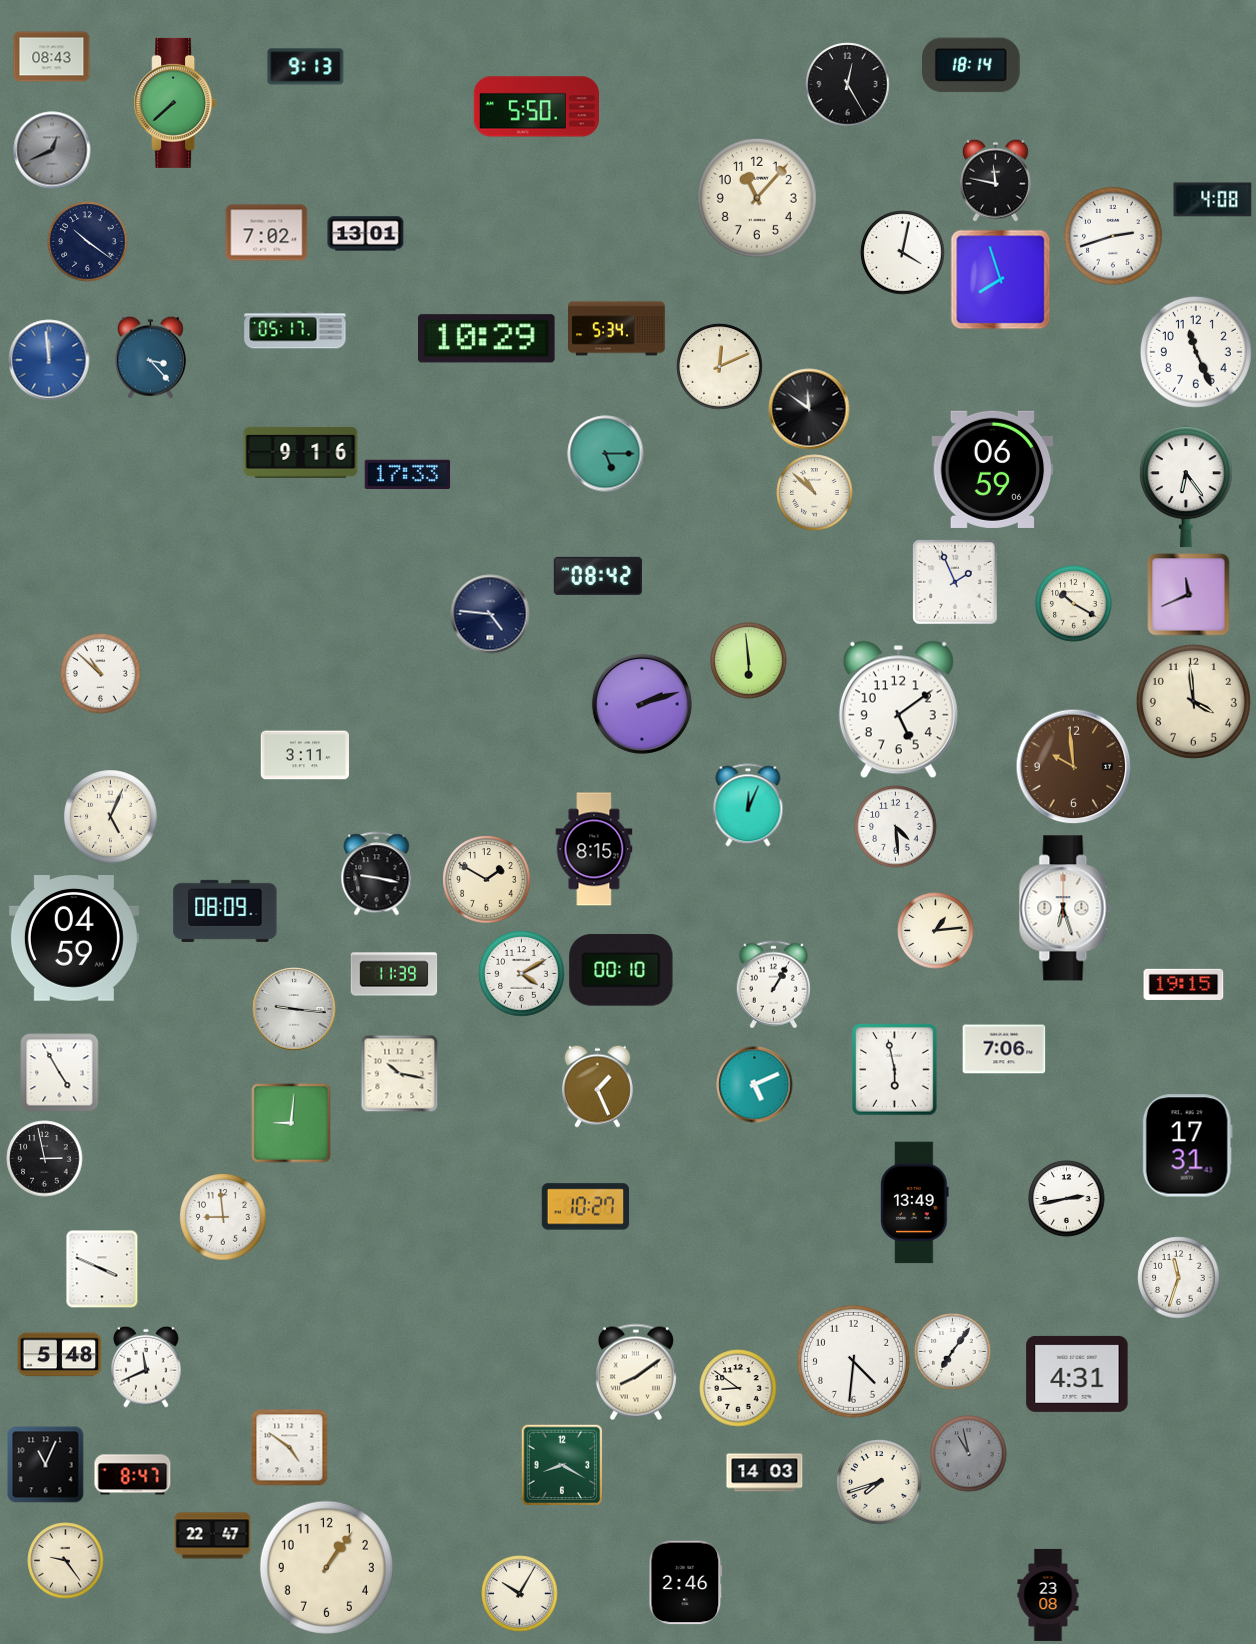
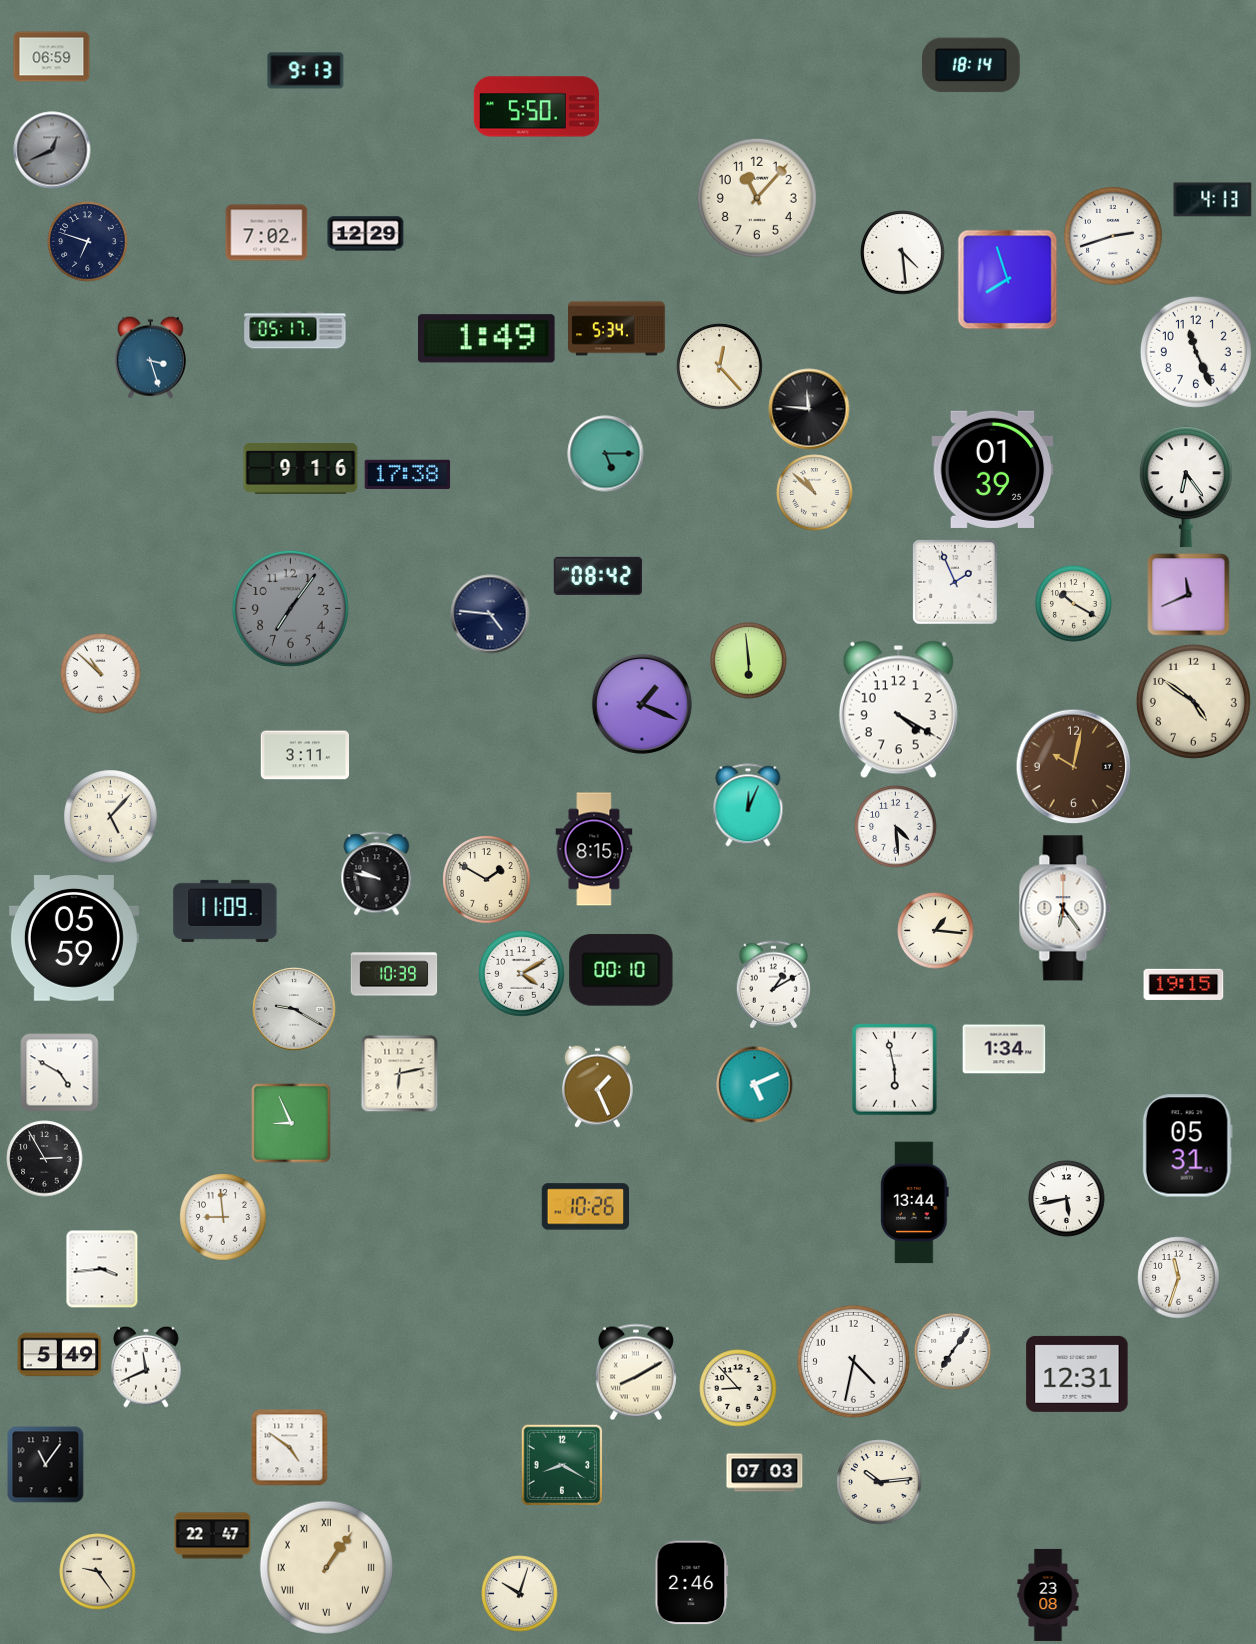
clock at (52, 57): 08:43 -> 06:59
clock at (306, 67) position: (306, 67) -> (306, 71)
clock at (848, 85): 12:25 -> none
clock at (175, 103): 7:38 -> none
clock at (995, 180): 11:47 -> none
clock at (1213, 200): 4:08 -> 4:13
clock at (366, 234): 13:01 -> 12:29
clock at (88, 242): 10:21 -> 6:48
clock at (903, 253): 4:02 -> 4:29
clock at (1001, 280) position: (1001, 280) -> (1008, 280)
clock at (487, 339): 10:29 -> 1:49
clock at (150, 357): 3:23 -> 3:27
clock at (49, 360): 11:59 -> none
clock at (720, 367): 12:11 -> 12:23
clock at (809, 409): 11:51 -> 11:46
clock at (301, 452) position: (301, 452) -> (301, 468)
clock at (993, 469): 06:59 -> 01:39
clock at (408, 475): 17:33 -> 17:38
clock at (290, 608): none -> 7:06
clock at (1193, 701): 3:59 -> 4:51
clock at (642, 704): 2:12 -> 1:19
clock at (898, 710): 5:09 -> 4:20
clock at (1074, 767): 9:59 -> 10:02
clock at (111, 817): 5:04 -> 5:07
clock at (377, 874): 9:17 -> 9:47
clock at (1065, 908): 6:27 -> 6:24
clock at (225, 911): 08:09 -> 11:09
clock at (936, 931): 1:14 -> 1:16
clock at (74, 938): 04:59 -> 05:59
clock at (394, 974): 11:39 -> 10:39
clock at (773, 985): 1:05 -> 1:10
clock at (294, 1009): 9:16 -> 9:20
clock at (1004, 1049): 7:06 -> 1:34
clock at (60, 1073): 4:55 -> 4:50
clock at (399, 1073): 10:17 -> 6:13
clock at (291, 1123): 9:01 -> 8:56
clock at (1187, 1146): 17:31 -> 05:31
clock at (45, 1159): 2:58 -> 2:55
clock at (1067, 1199): 2:43 -> 5:43
clock at (915, 1203): 13:49 -> 13:44
clock at (586, 1207): 10:27 -> 10:26
clock at (102, 1269): 3:49 -> 3:44
clock at (60, 1355): 5:48 -> 5:49
clock at (853, 1361): 4:31 -> 4:32
clock at (636, 1372): 8:09 -> 8:10
clock at (1077, 1374): 4:31 -> 12:31
clock at (738, 1388): 8:51 -> 8:53
clock at (969, 1454): 10:58 -> none
clock at (46, 1465): 11:04 -> 11:06
clock at (765, 1473): 14:03 -> 07:03
clock at (133, 1475): 8:47 -> none
clock at (879, 1482): 7:42 -> 10:14
clock at (66, 1561) position: (66, 1561) -> (98, 1572)
clock at (326, 1567) numerals: Arabic -> Roman
clock at (686, 1583) position: (686, 1583) -> (692, 1583)
clock at (520, 1594): 10:05 -> 10:03
